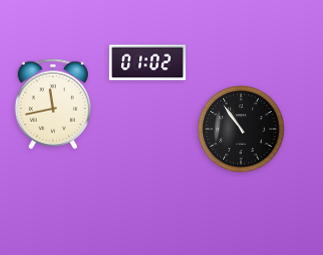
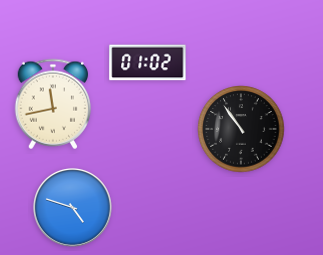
clock at (72, 207): none -> 4:48
